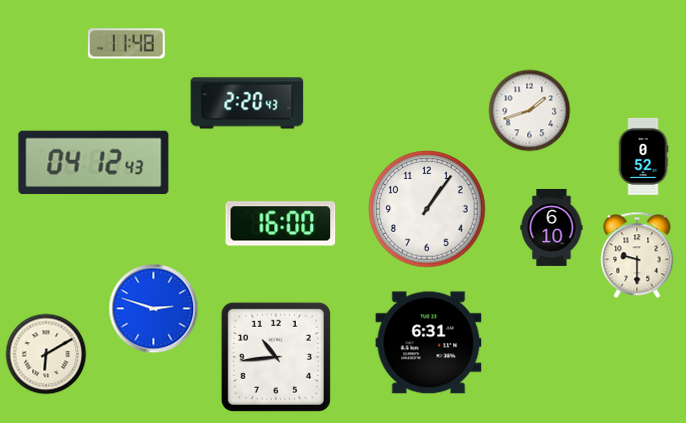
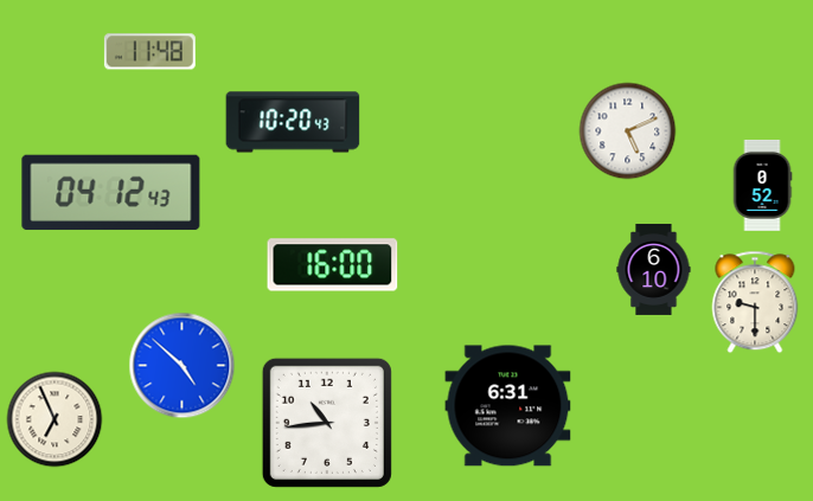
clock at (247, 103): 2:20 -> 10:20
clock at (529, 110): 1:42 -> 5:11
clock at (427, 209): 1:06 -> none
clock at (153, 308): 2:48 -> 4:52
clock at (46, 354): 6:10 -> 6:56
